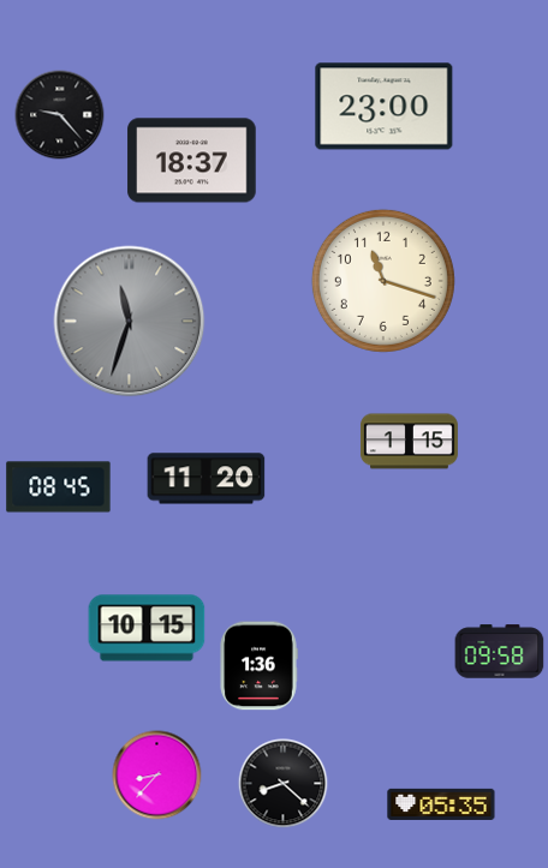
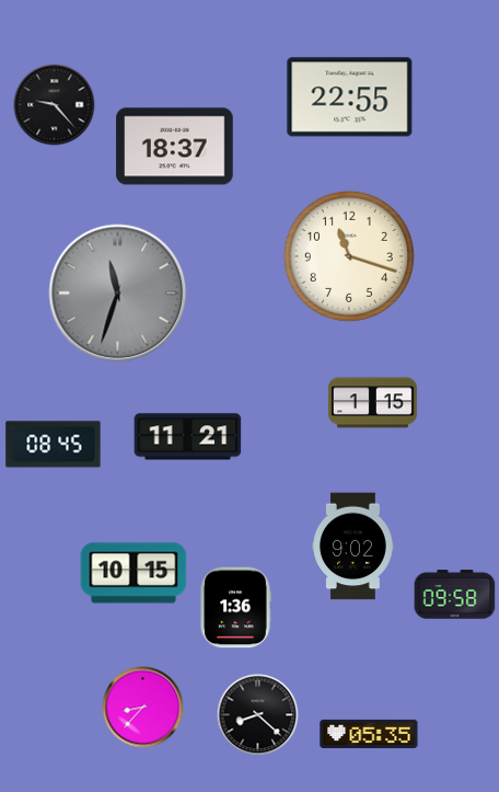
clock at (385, 107): 23:00 -> 22:55
clock at (207, 479): 11:20 -> 11:21
clock at (353, 547): none -> 9:02
clock at (441, 804) position: (441, 804) -> (369, 734)
